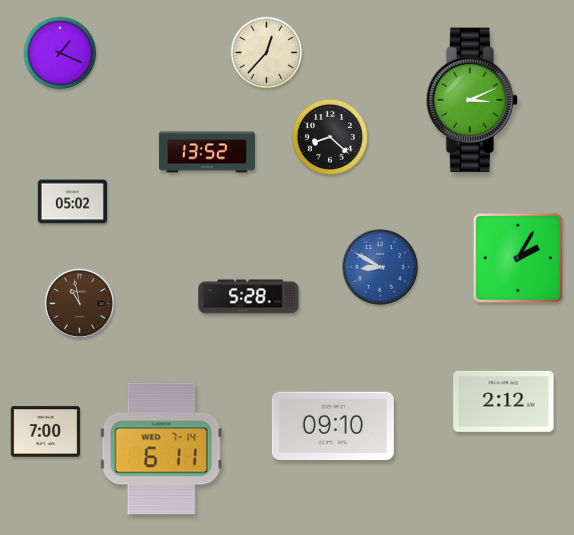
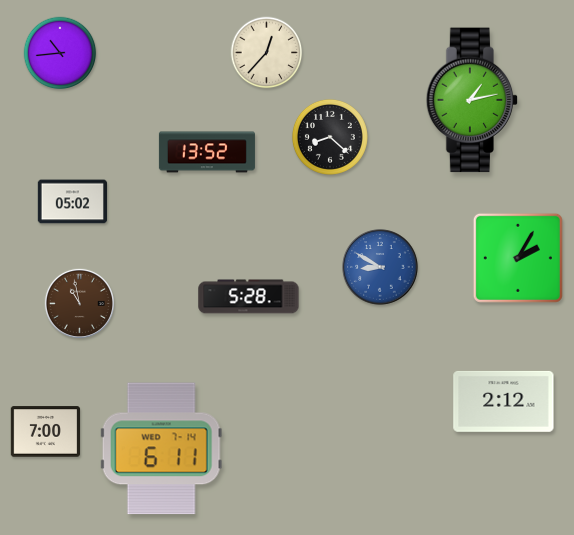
clock at (60, 53): 1:19 -> 10:44
clock at (472, 100): 3:11 -> 1:13
clock at (333, 426): 09:10 -> none
